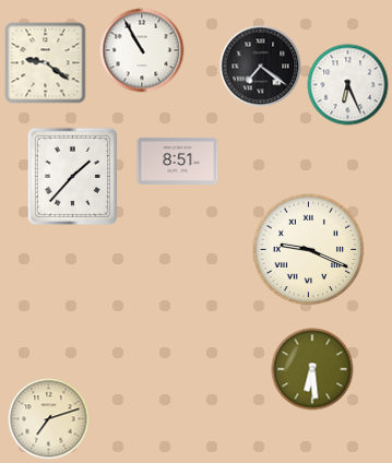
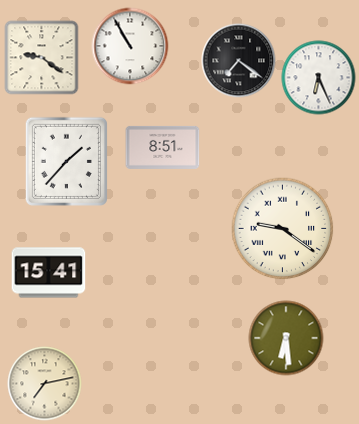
clock at (309, 250): 9:19 -> 9:21
clock at (49, 273): none -> 15:41
clock at (49, 419): 7:12 -> 7:13
